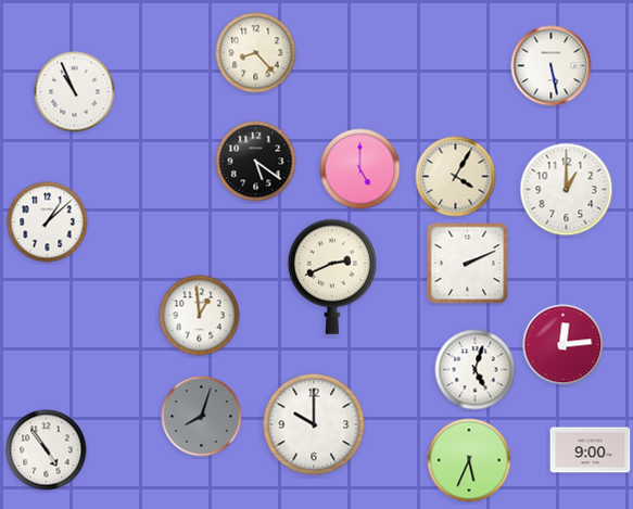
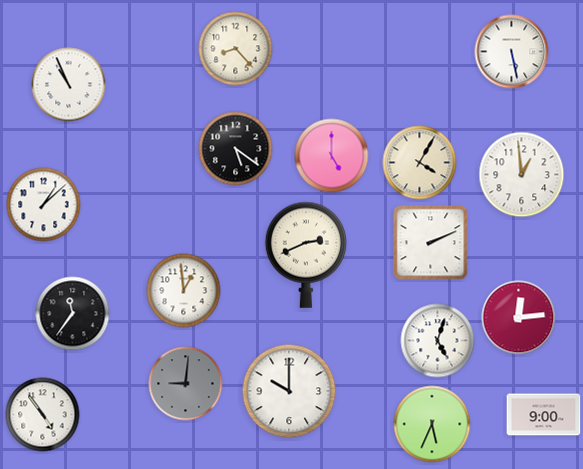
clock at (552, 66) position: (552, 66) -> (512, 52)
clock at (567, 190): 1:00 -> 12:59
clock at (73, 314): none -> 11:36
clock at (202, 417): 8:03 -> 9:01
